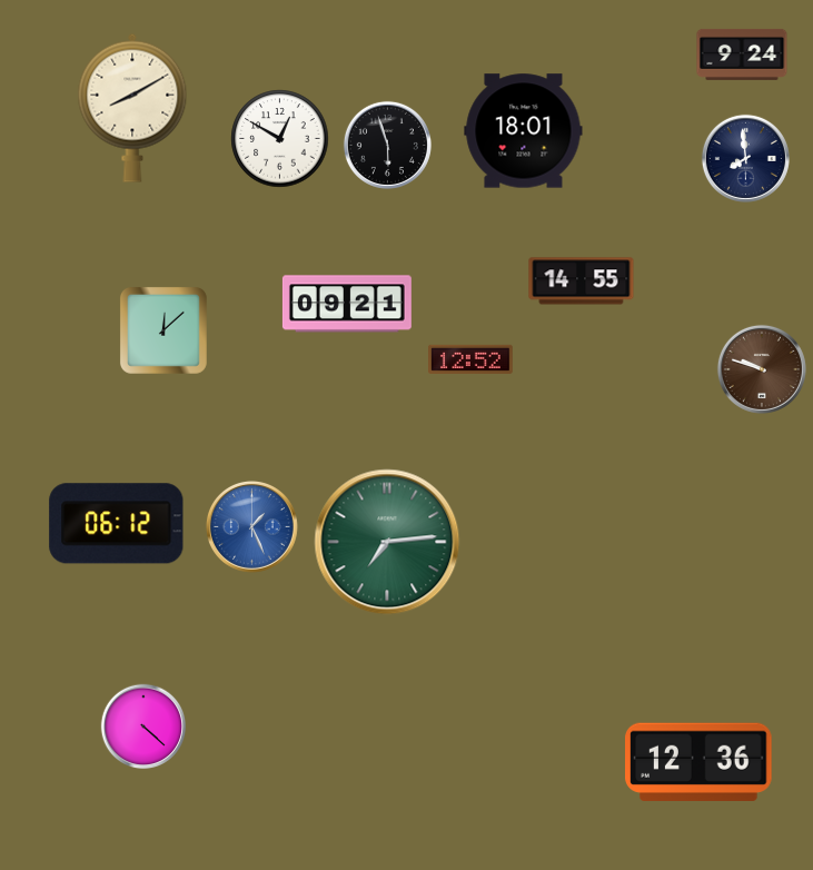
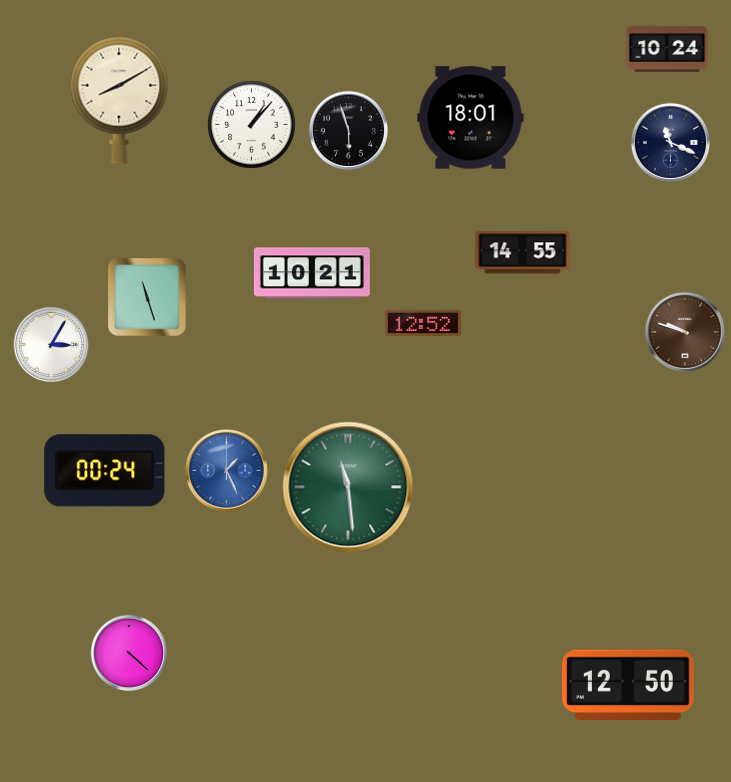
clock at (742, 55): 9:24 -> 10:24
clock at (280, 139): 12:50 -> 1:07
clock at (745, 158): 7:59 -> 11:19
clock at (347, 304): 09:21 -> 10:21
clock at (163, 330): 12:08 -> 11:27
clock at (52, 345): none -> 3:05
clock at (117, 524): 06:12 -> 00:24
clock at (251, 526) position: (251, 526) -> (226, 470)
clock at (387, 542): 7:14 -> 11:29
clock at (698, 761): 12:36 -> 12:50
